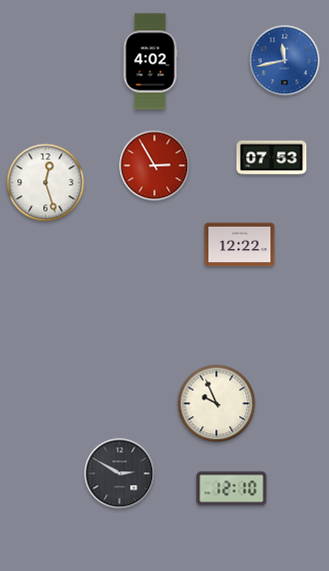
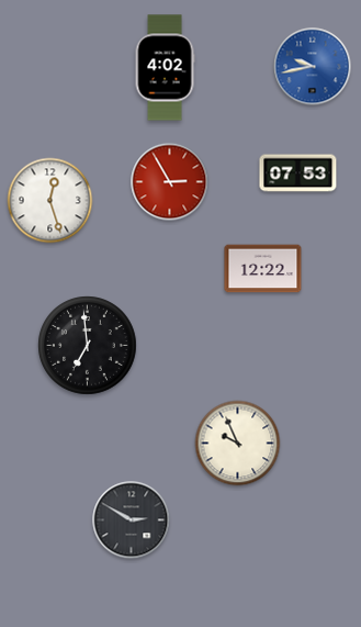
clock at (285, 61): 11:43 -> 9:43
clock at (88, 346): none -> 6:59
clock at (232, 489): 12:10 -> none
